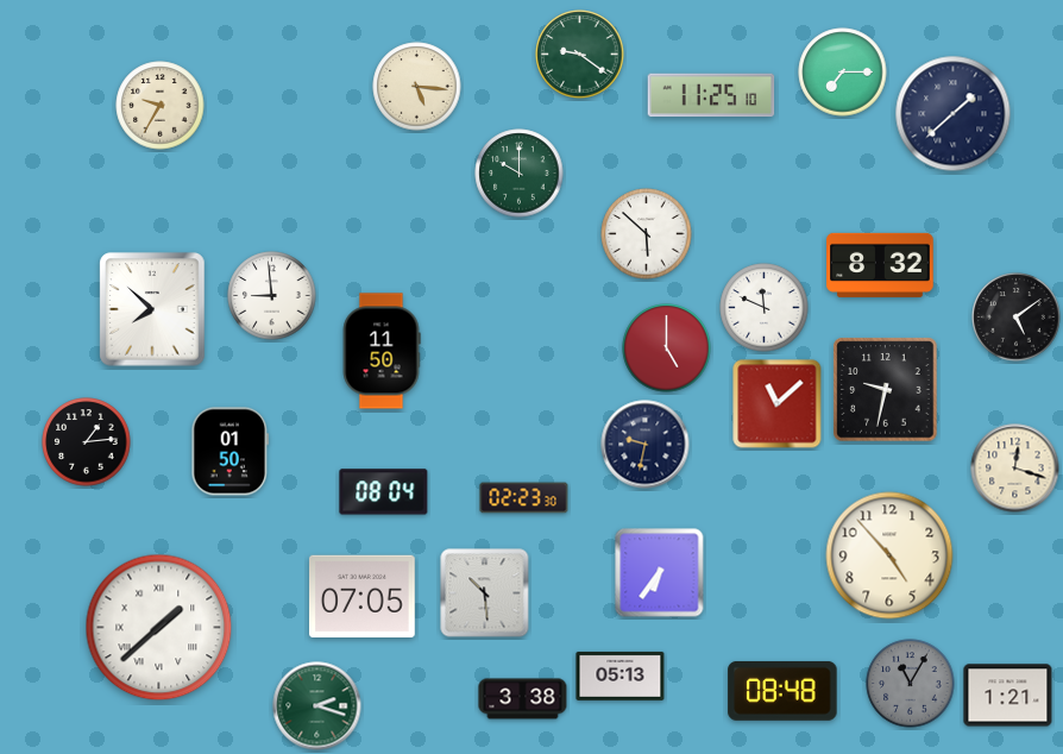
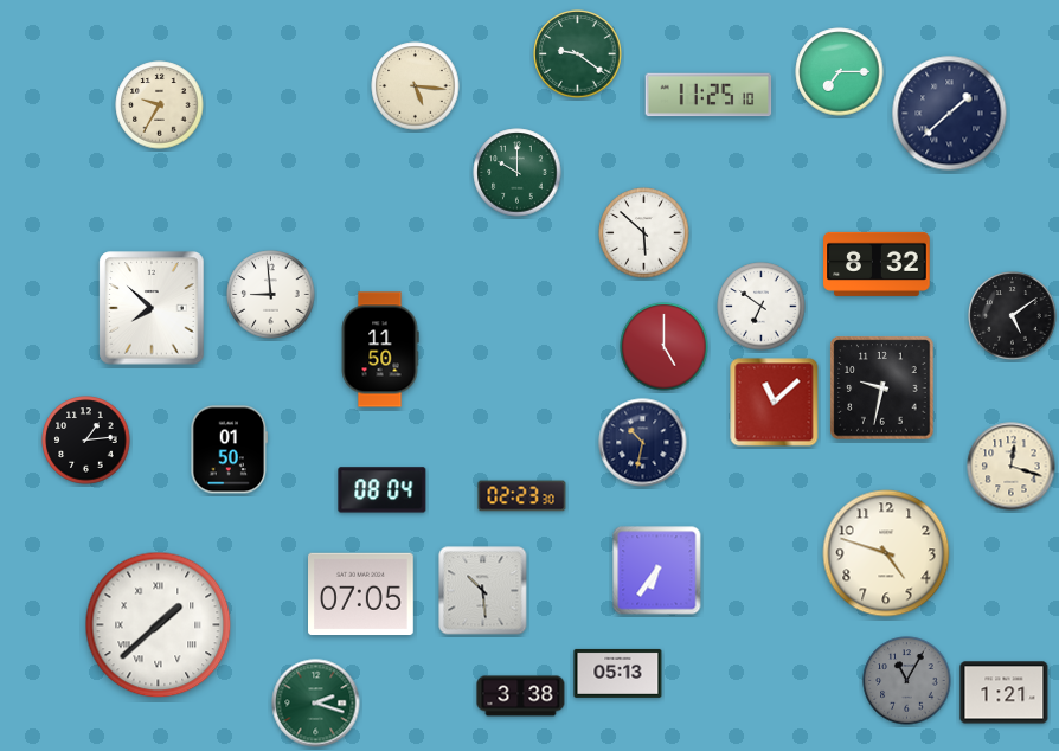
clock at (765, 308): 11:49 -> 6:51
clock at (646, 445): 9:32 -> 10:32
clock at (889, 555): 4:53 -> 4:48
clock at (782, 691): 08:48 -> none
